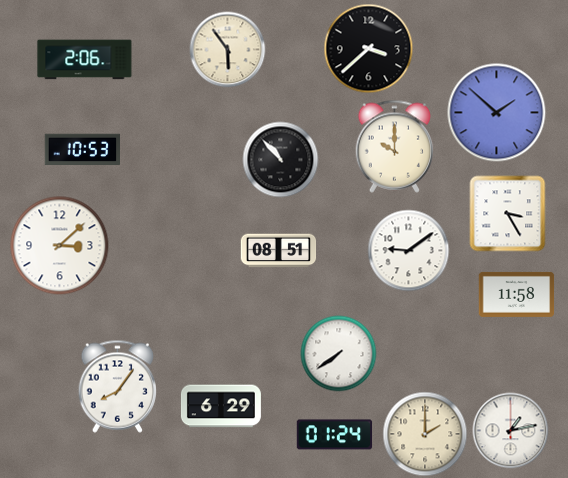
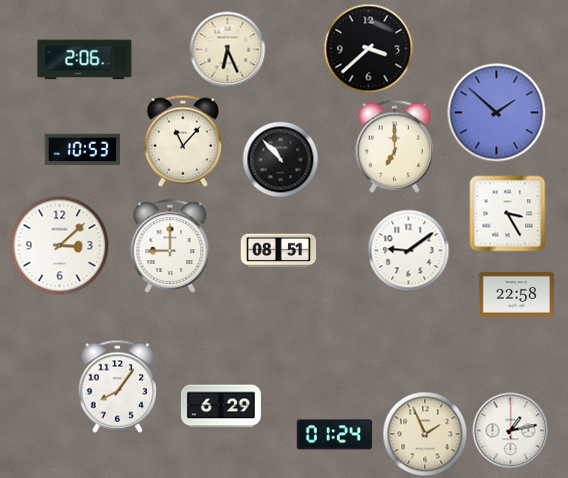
clock at (228, 50): 5:54 -> 6:26
clock at (183, 141): none -> 11:07
clock at (395, 146): 10:00 -> 7:00
clock at (170, 246): none -> 9:00
clock at (517, 294): 11:58 -> 22:58
clock at (339, 354): 7:39 -> none
clock at (425, 434): 2:00 -> 1:56
